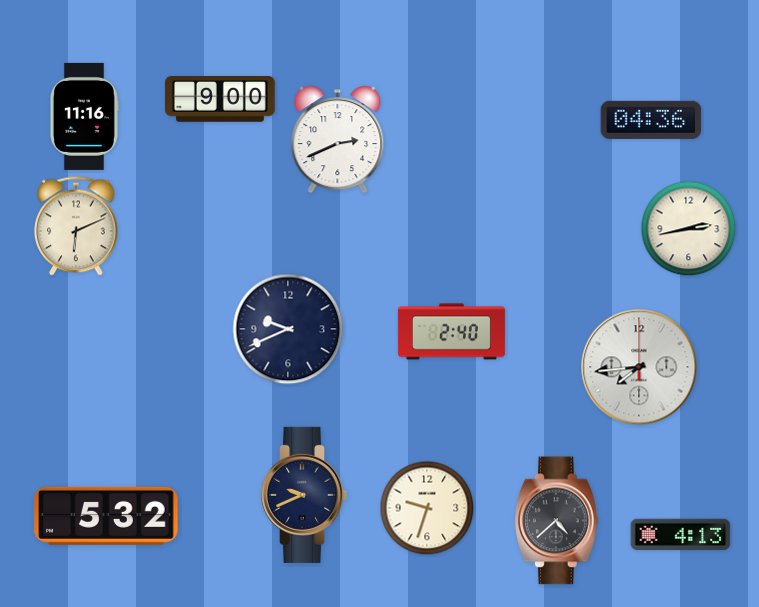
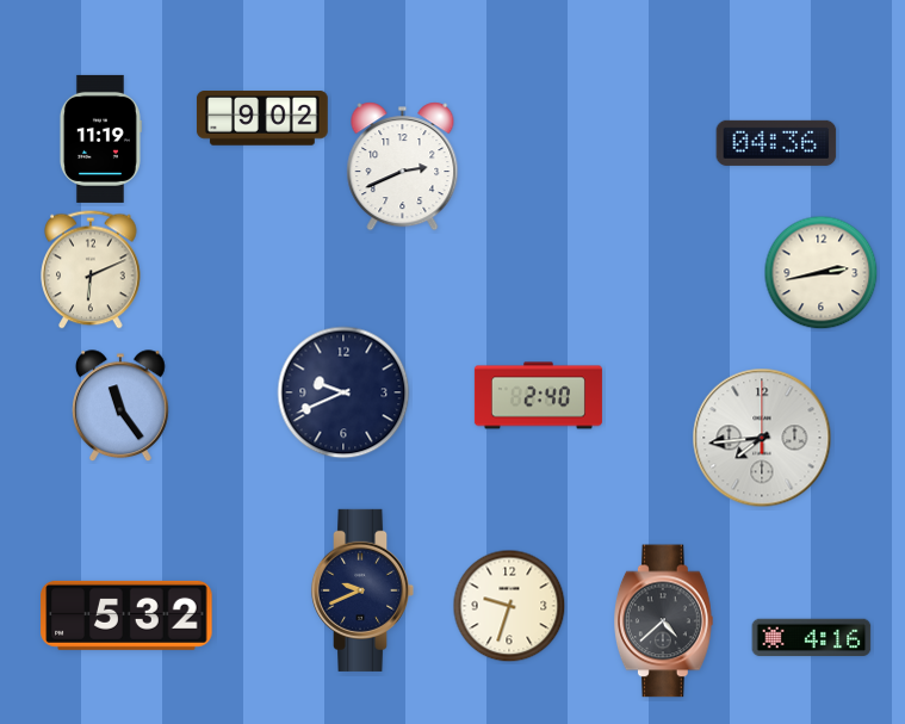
clock at (220, 100): 9:00 -> 9:02
clock at (84, 116): 11:16 -> 11:19
clock at (122, 407): none -> 11:24
clock at (681, 535): 4:13 -> 4:16
